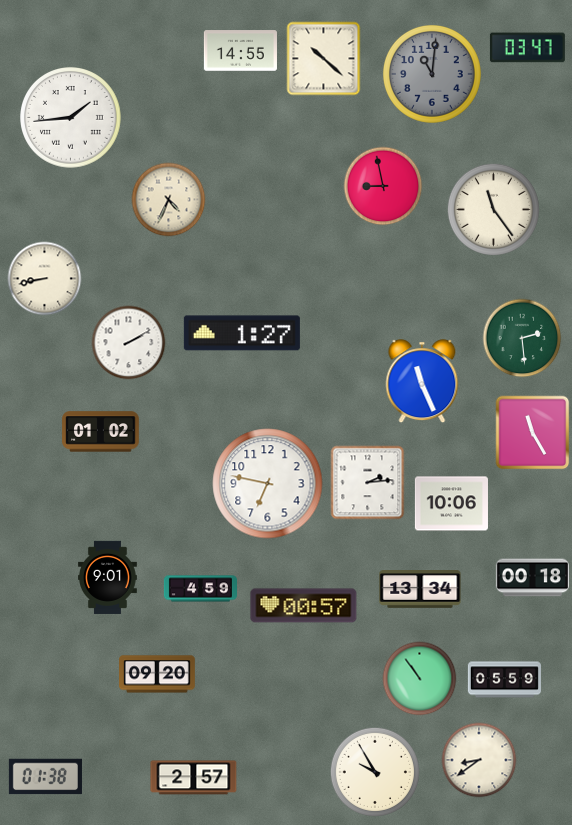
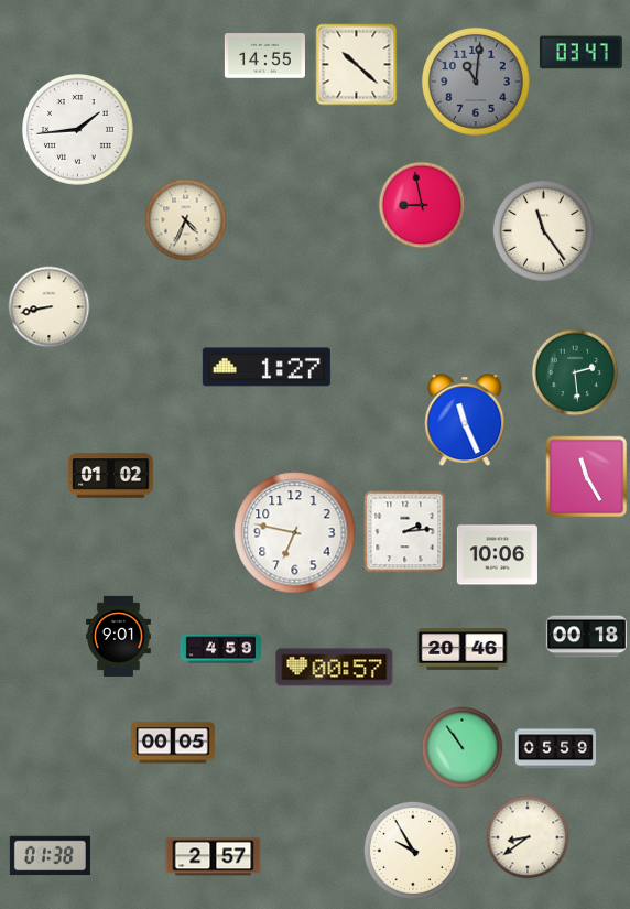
clock at (129, 343): 2:10 -> none
clock at (420, 590): 13:34 -> 20:46
clock at (158, 674): 09:20 -> 00:05
